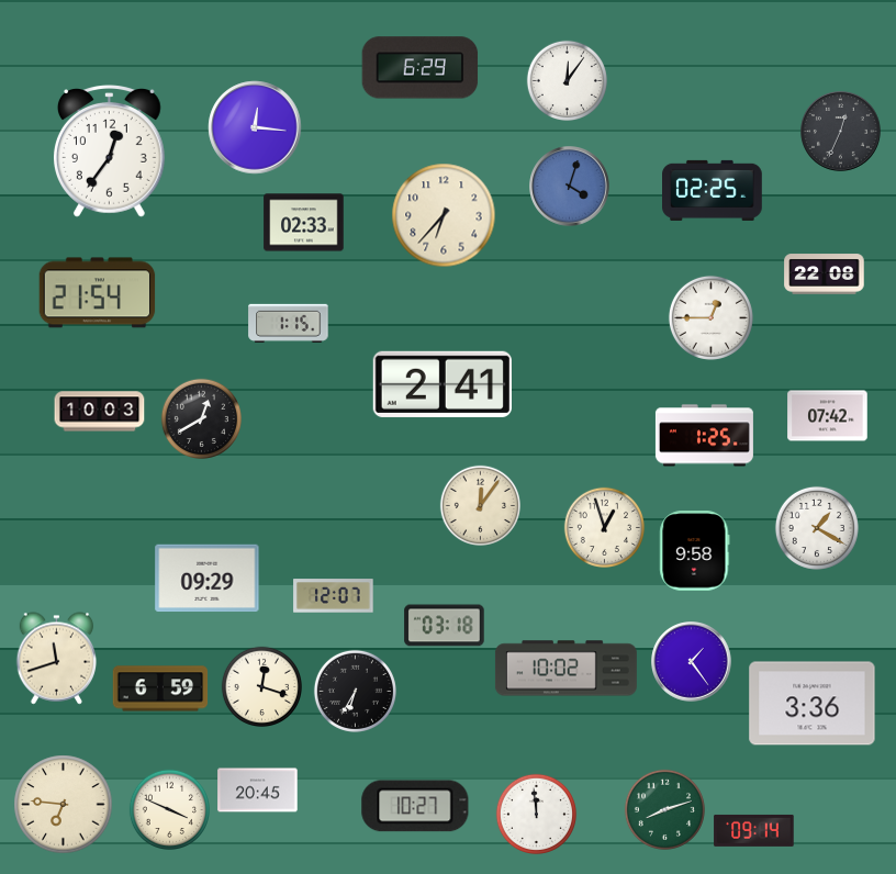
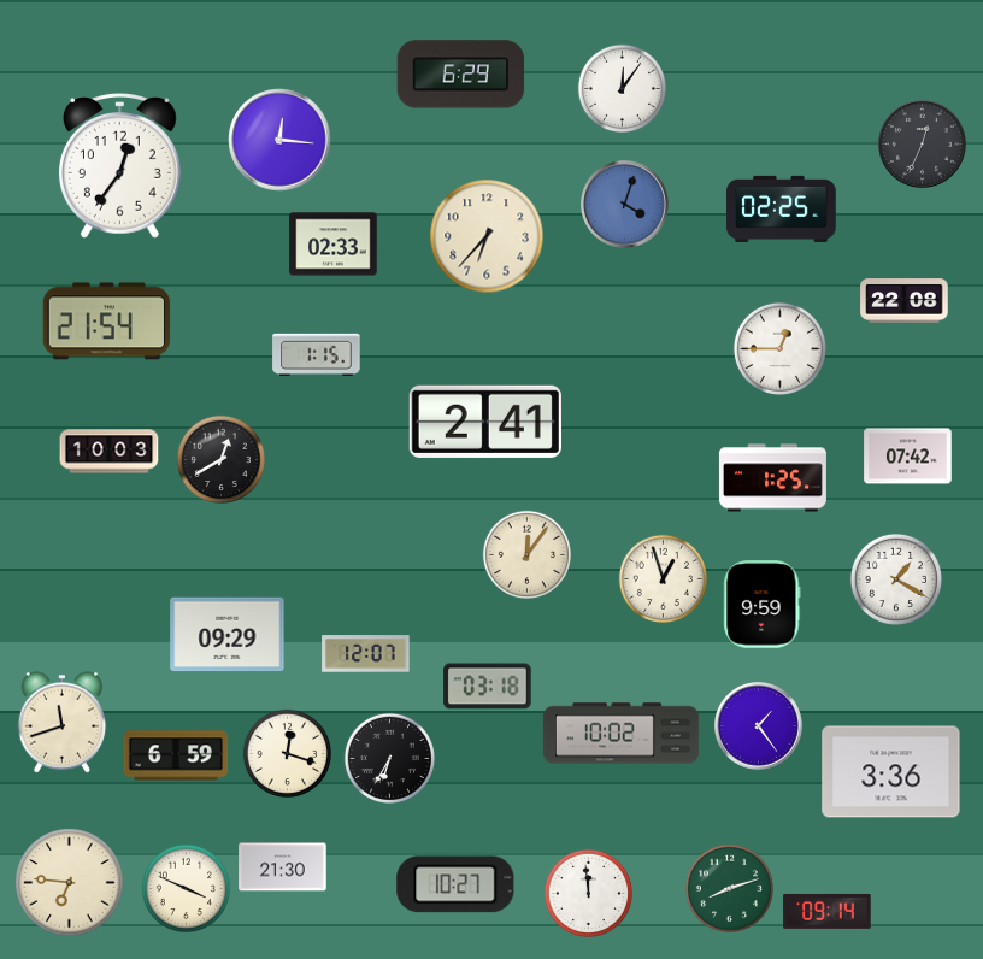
clock at (695, 551): 9:58 -> 9:59
clock at (258, 791): 20:45 -> 21:30
